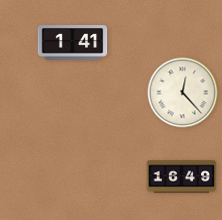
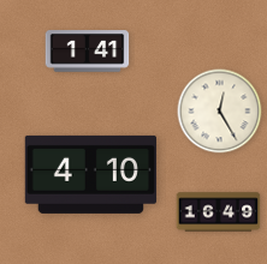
clock at (183, 93): 12:23 -> 12:25
clock at (90, 174): none -> 4:10
